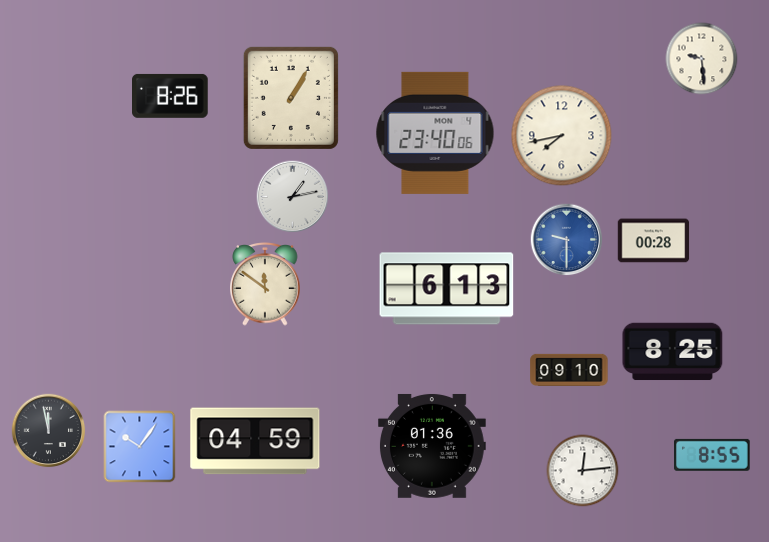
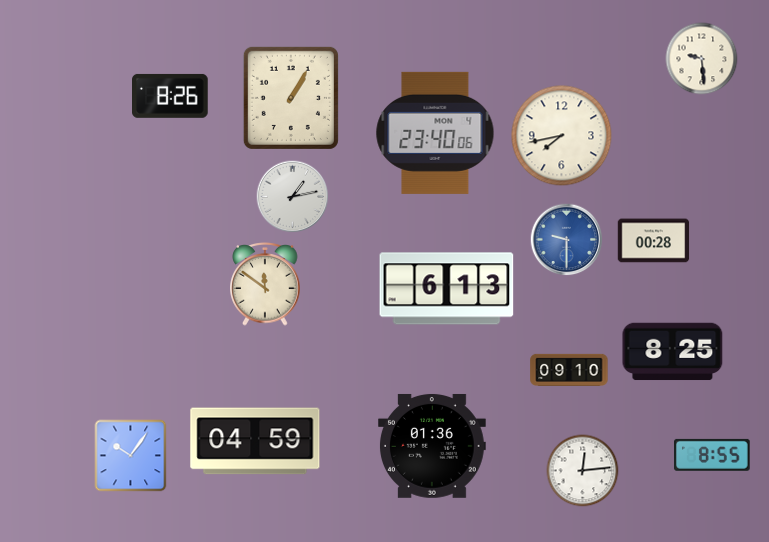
clock at (49, 431): 11:58 -> none
clock at (140, 447) position: (140, 447) -> (131, 456)
